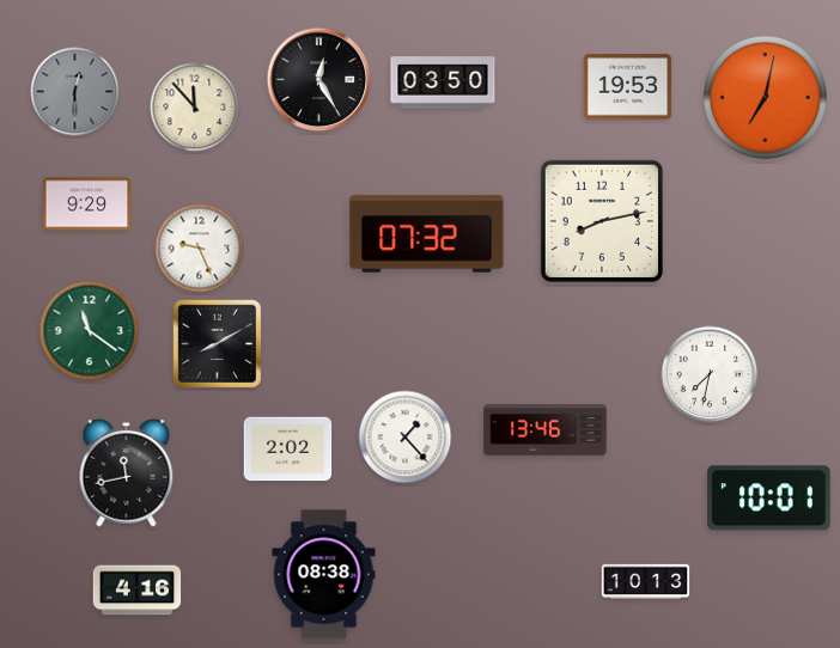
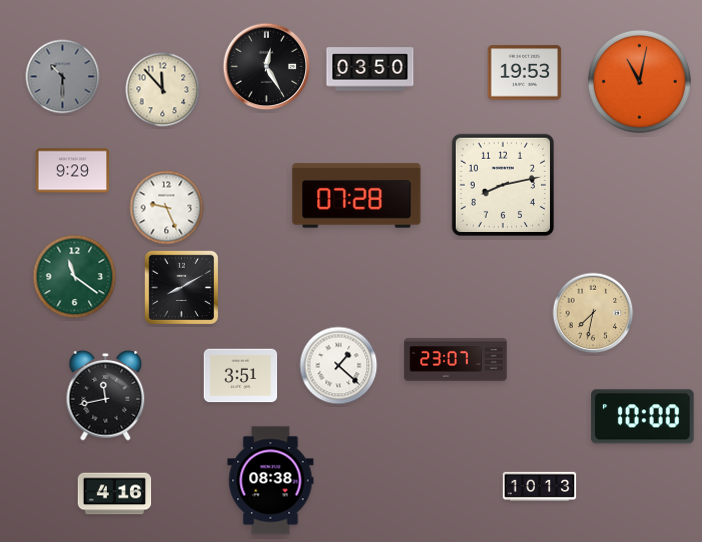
clock at (75, 92): 12:30 -> 10:30
clock at (765, 97): 7:02 -> 11:02
clock at (427, 234): 07:32 -> 07:28
clock at (710, 374) dial: white -> champagne
clock at (546, 430): 13:46 -> 23:07
clock at (406, 438): 1:23 -> 1:22
clock at (288, 450): 2:02 -> 3:51
clock at (769, 499): 10:01 -> 10:00
